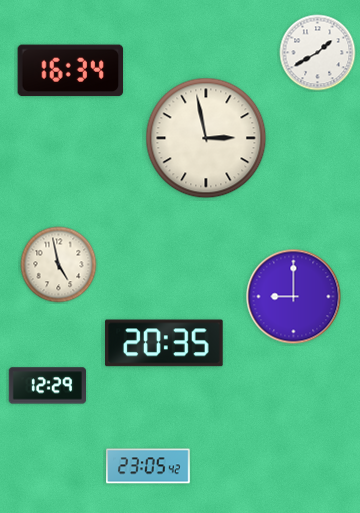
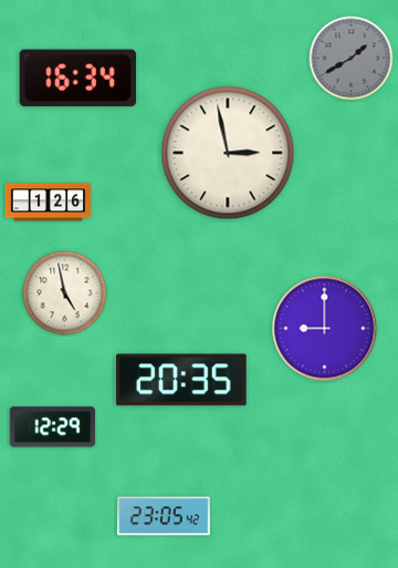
clock at (318, 53) dial: white -> grey
clock at (48, 203): none -> 1:26
